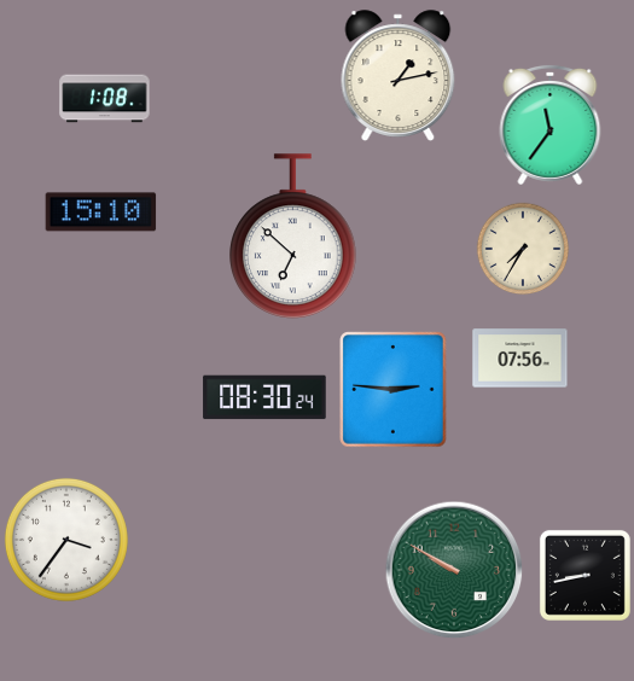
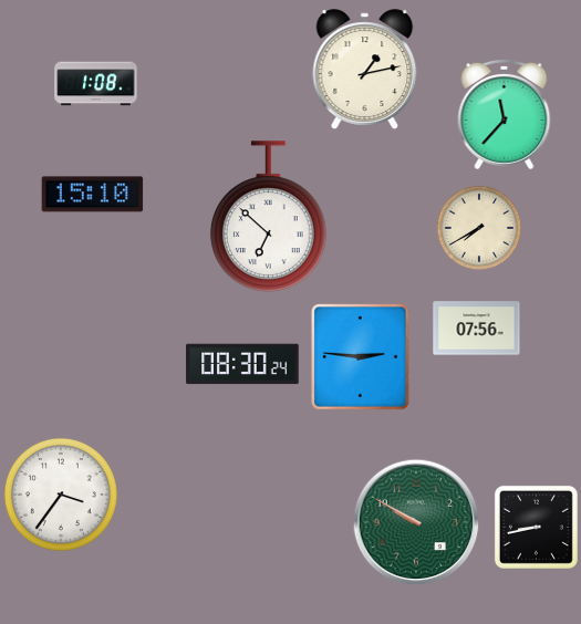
clock at (105, 99) position: (105, 99) -> (96, 84)
clock at (551, 124): 11:36 -> 11:37
clock at (523, 249): 7:35 -> 7:40
